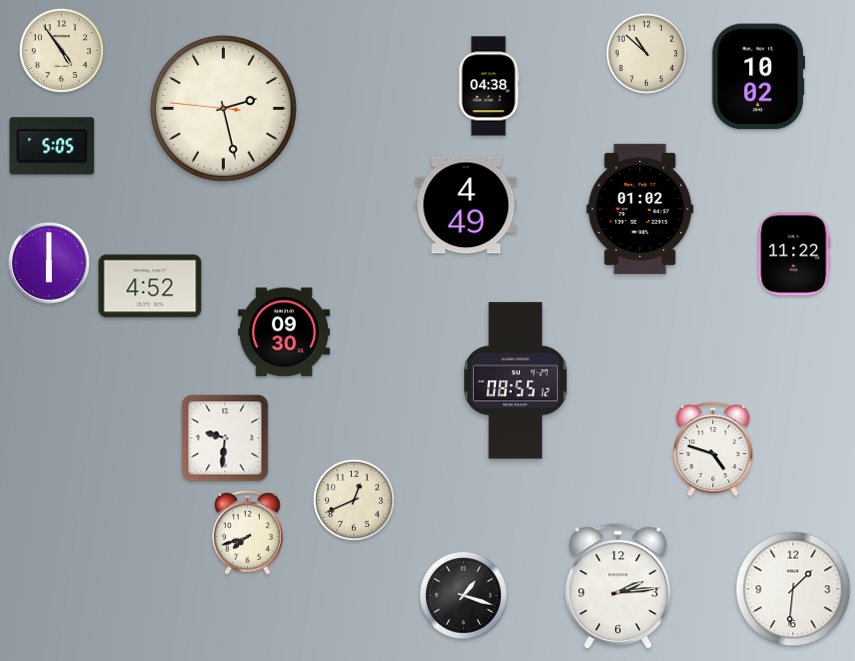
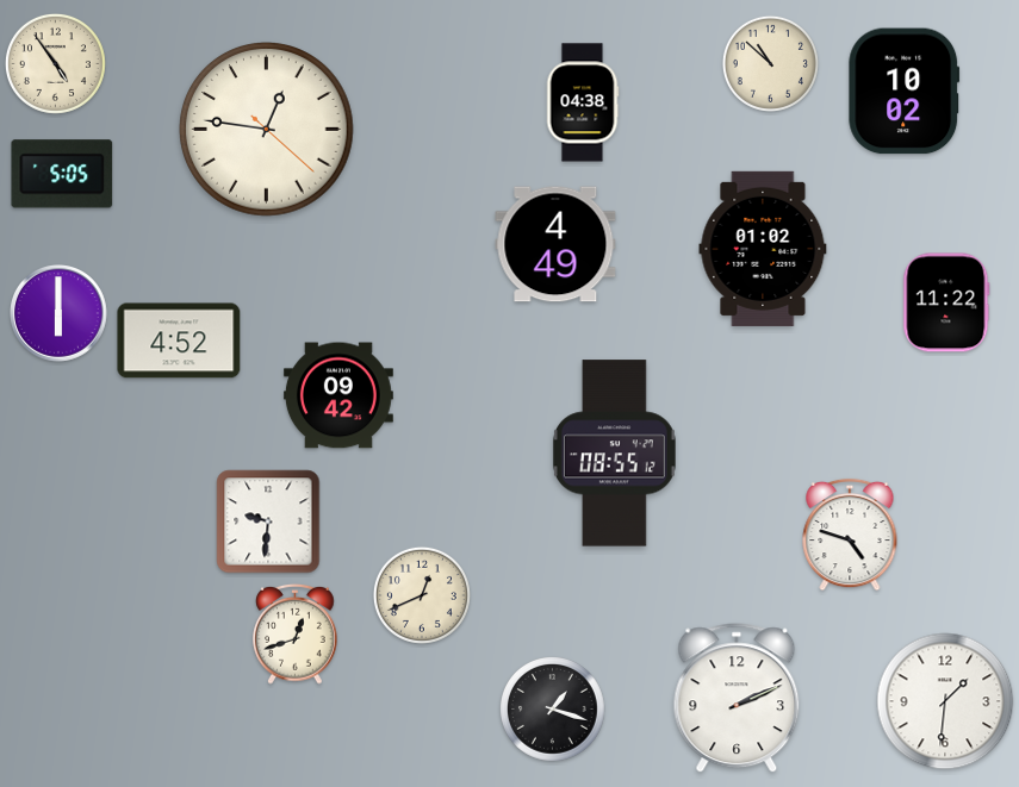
clock at (61, 50) position: (61, 50) -> (55, 63)
clock at (224, 109): 2:27 -> 12:46
clock at (284, 332): 09:30 -> 09:42
clock at (248, 532): 7:42 -> 12:42
clock at (618, 587): 2:14 -> 2:11
